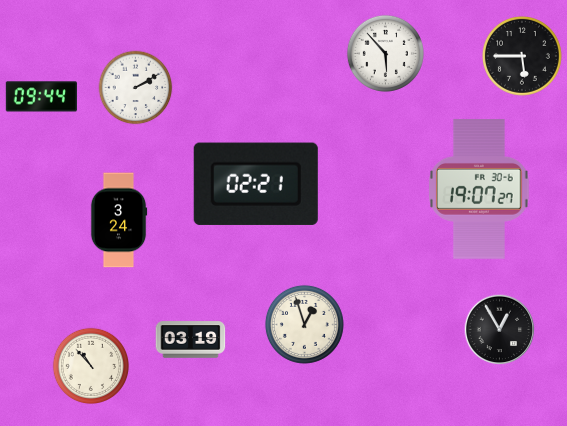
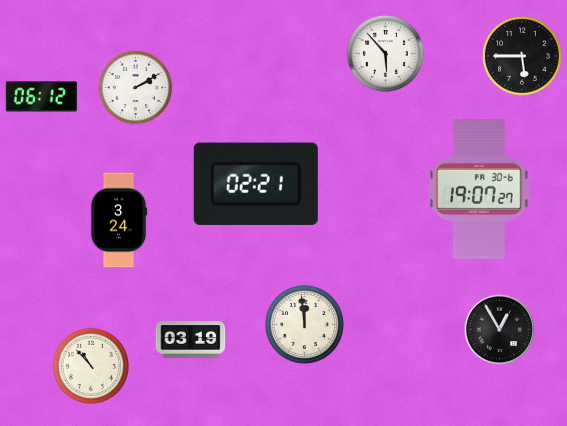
clock at (41, 97): 09:44 -> 06:12
clock at (304, 324): 12:57 -> 11:59
